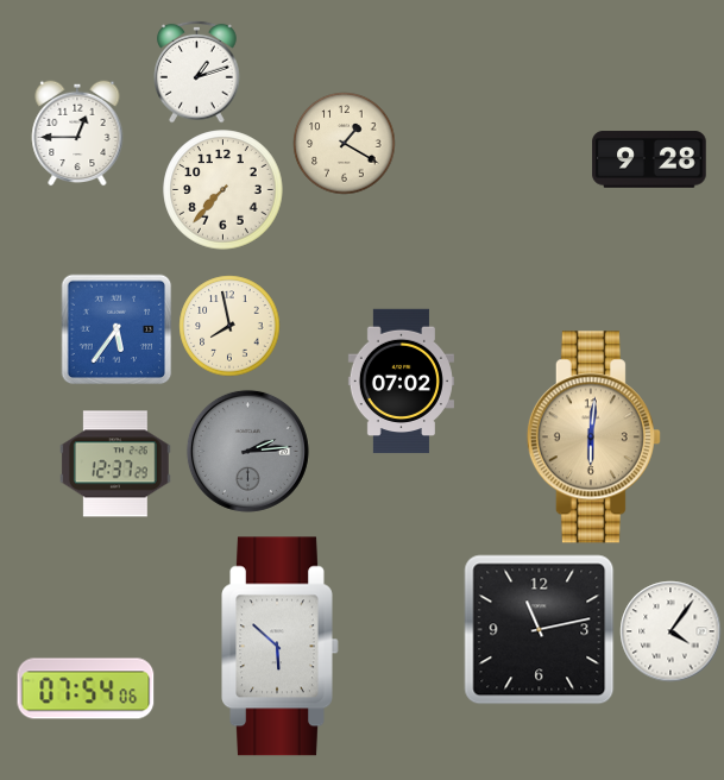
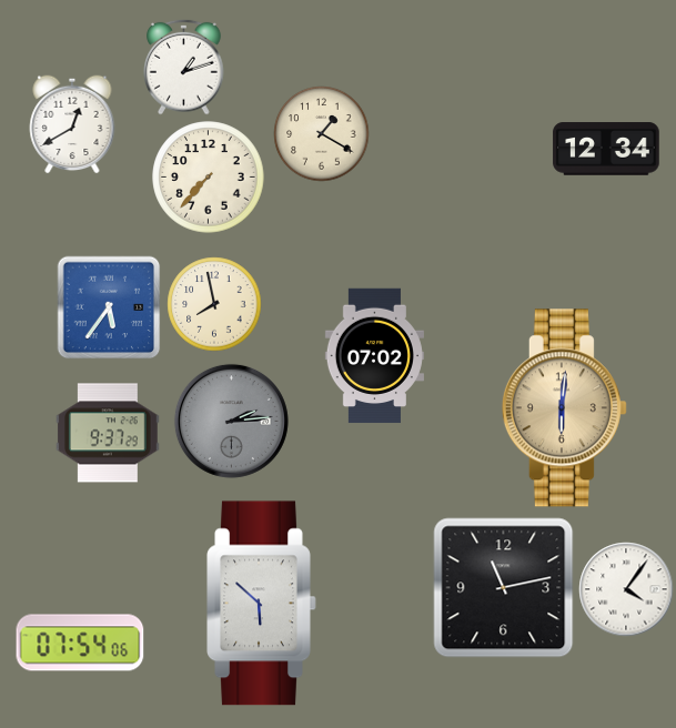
clock at (77, 133): 12:45 -> 12:40
clock at (649, 159): 9:28 -> 12:34
clock at (593, 438) position: (593, 438) -> (564, 408)
clock at (115, 464): 12:37 -> 9:37
